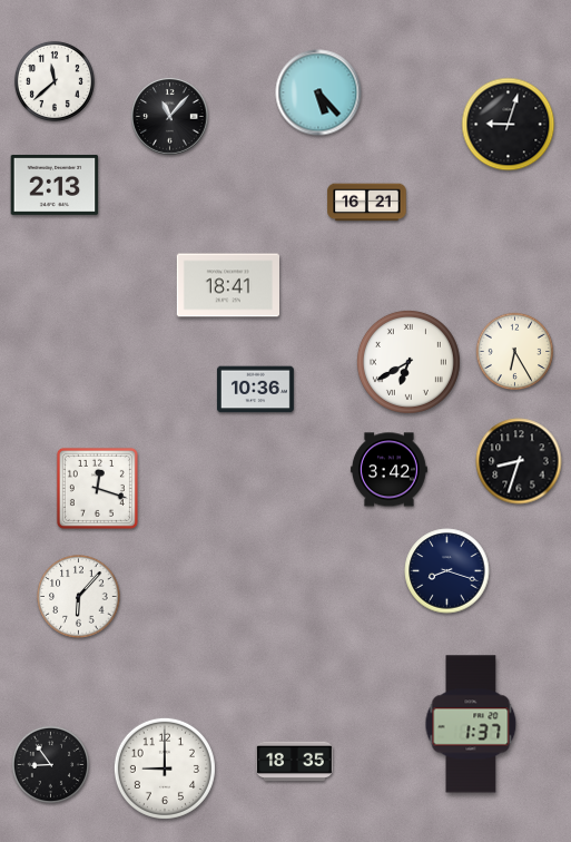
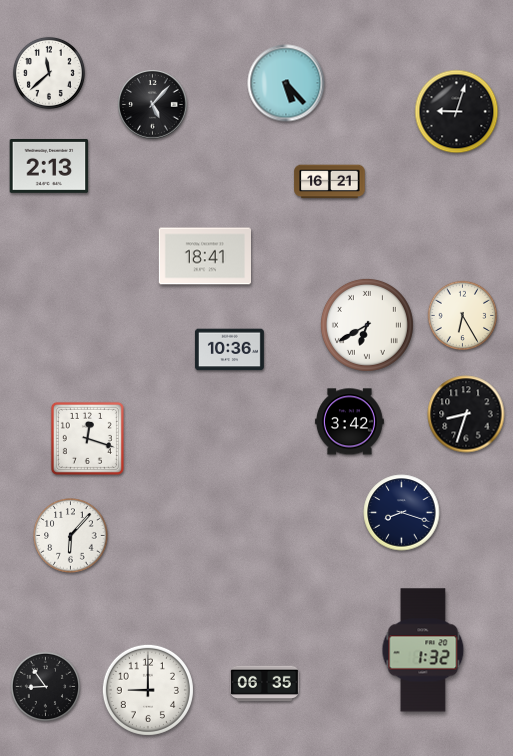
clock at (170, 117): 11:07 -> 5:07
clock at (471, 724): 1:37 -> 1:32
clock at (294, 762): 18:35 -> 06:35
